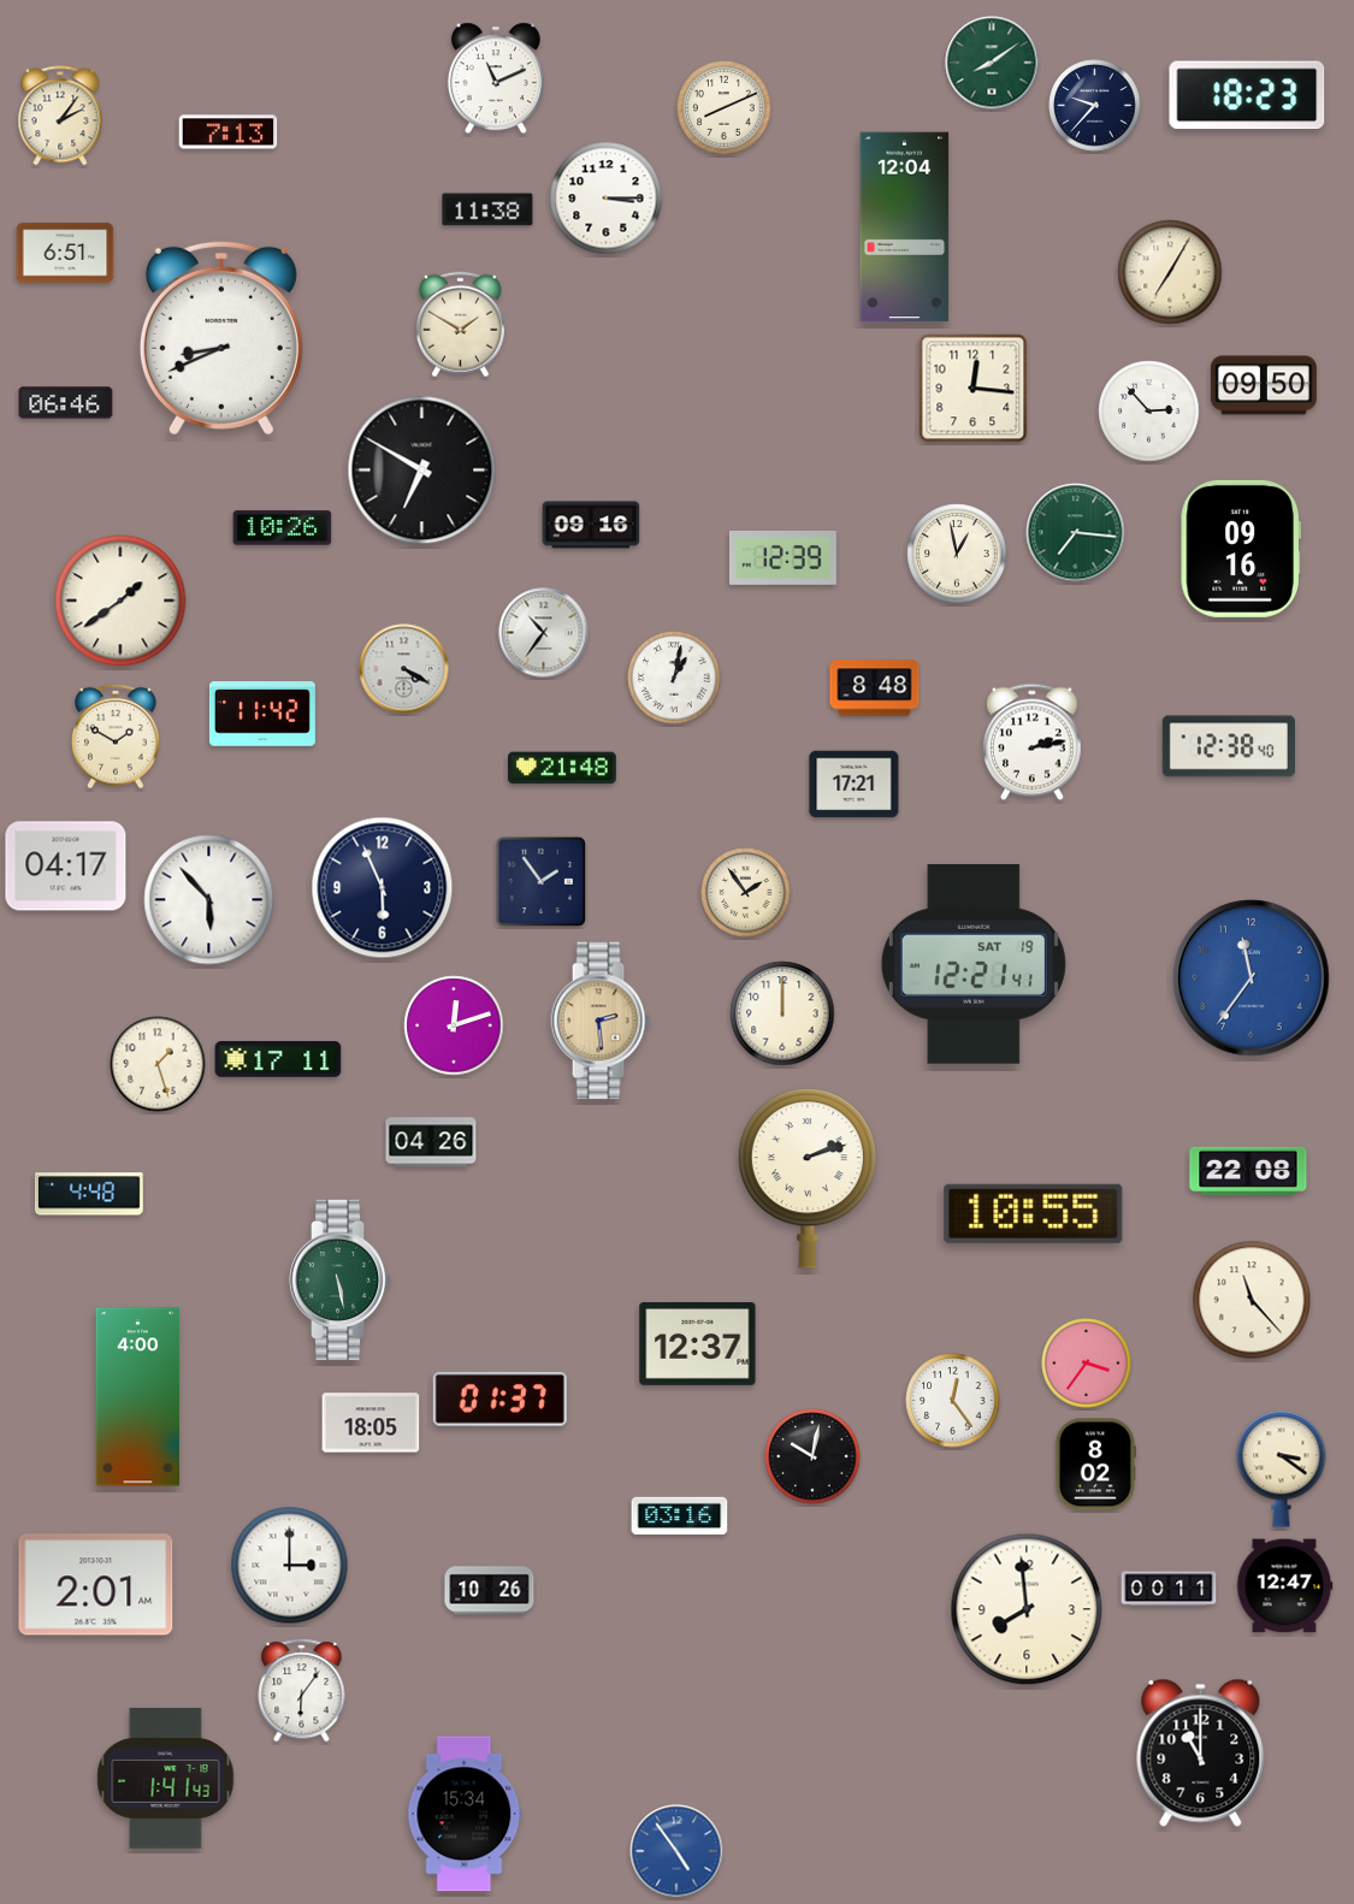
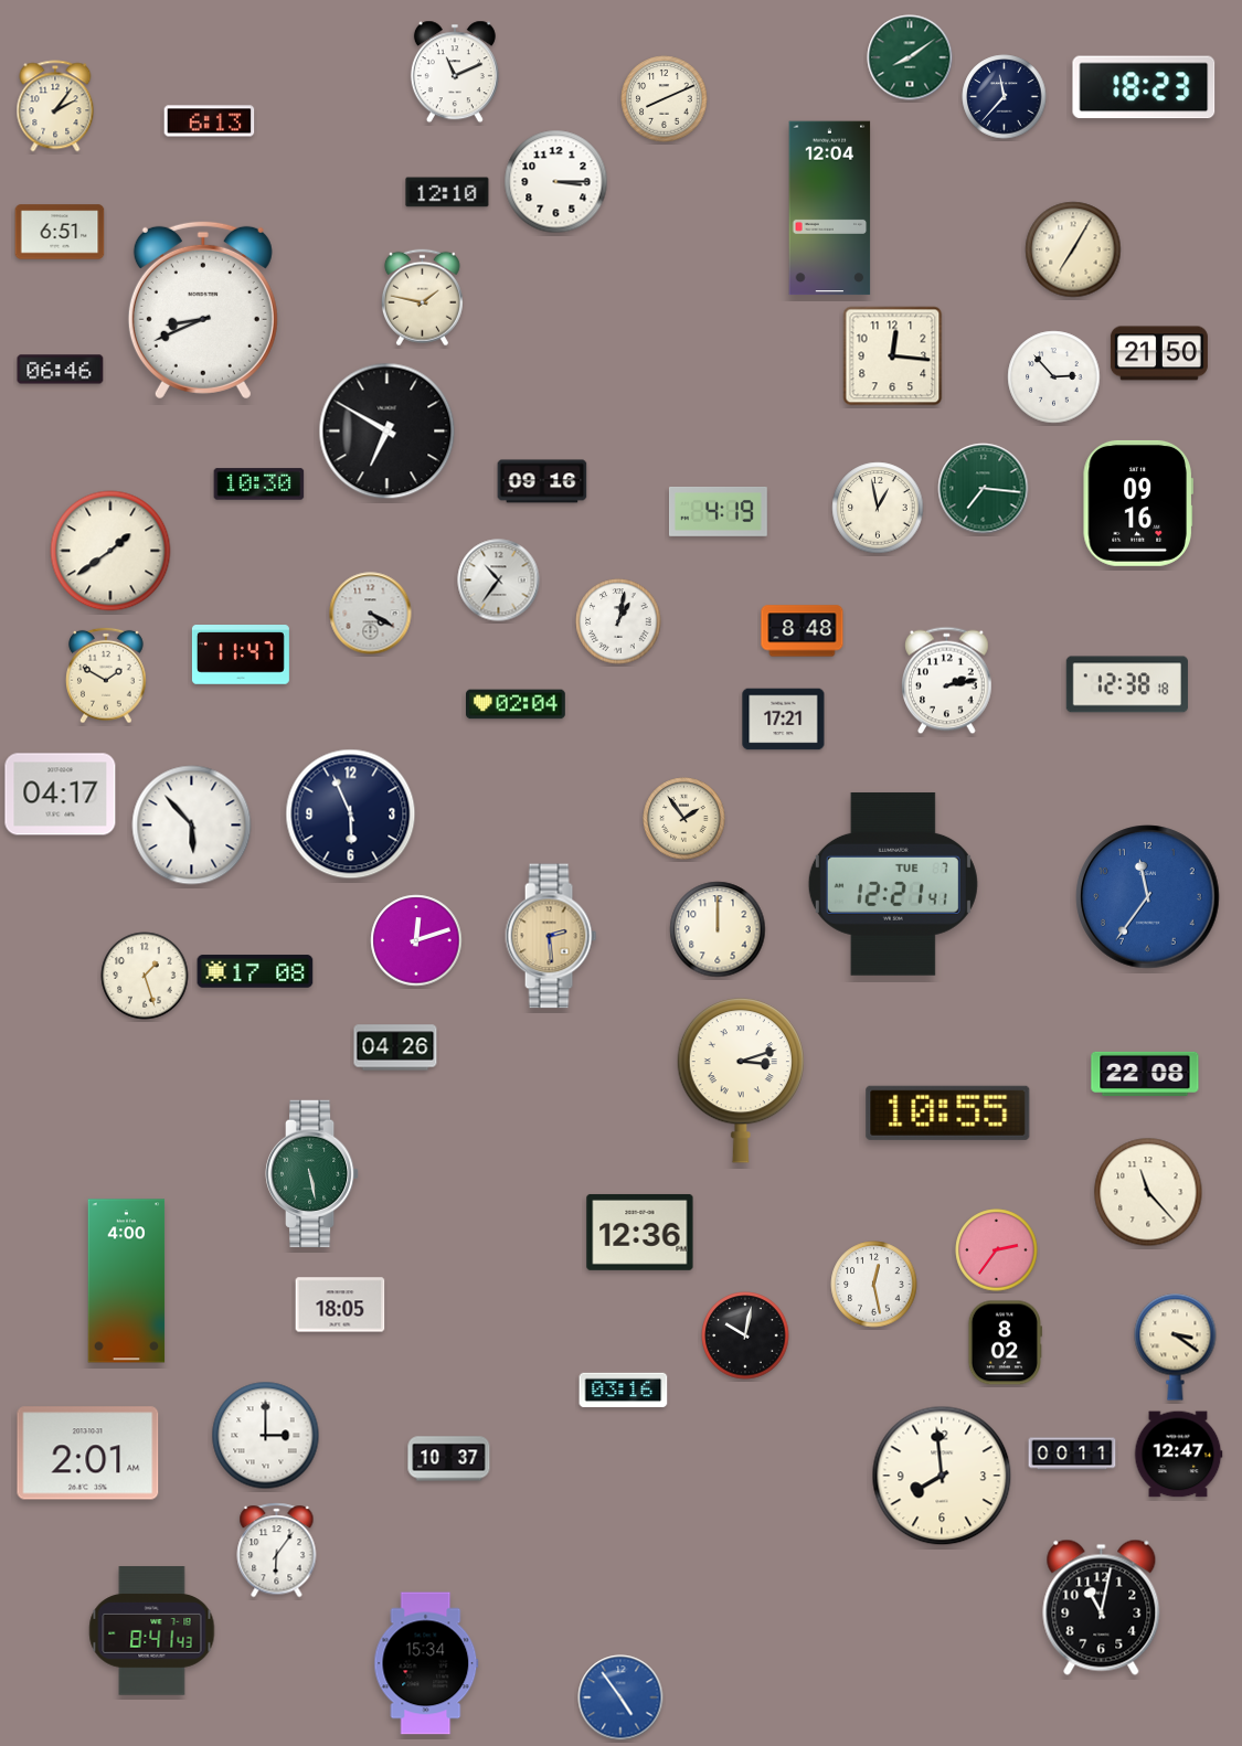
clock at (1095, 106): 9:37 -> 11:37
clock at (229, 132): 7:13 -> 6:13
clock at (487, 209): 11:38 -> 12:10
clock at (460, 325): 1:50 -> 1:47
clock at (1264, 385): 09:50 -> 21:50
clock at (283, 528): 10:26 -> 10:30
clock at (1076, 533) position: (1076, 533) -> (984, 489)
clock at (782, 557): 12:39 -> 4:19
clock at (262, 715): 11:42 -> 11:47
clock at (1229, 746): 12:38:40 -> 12:38:18
clock at (563, 768): 21:48 -> 02:04
clock at (542, 882): 1:54 -> none
clock at (974, 964) date: SAT 19 -> TUE 7
clock at (278, 1059): 17:11 -> 17:08
clock at (808, 1178): 2:12 -> 3:12
clock at (90, 1194): 4:48 -> none
clock at (698, 1343): 12:37 -> 12:36
clock at (1087, 1364): 3:36 -> 2:36
clock at (499, 1399): 01:37 -> none
clock at (953, 1401): 12:24 -> 12:28
clock at (1169, 1589) position: (1169, 1589) -> (1072, 1454)
clock at (490, 1591): 10:26 -> 10:37
clock at (1201, 1752): 11:00 -> 11:02
clock at (166, 1779): 1:41 -> 8:41
